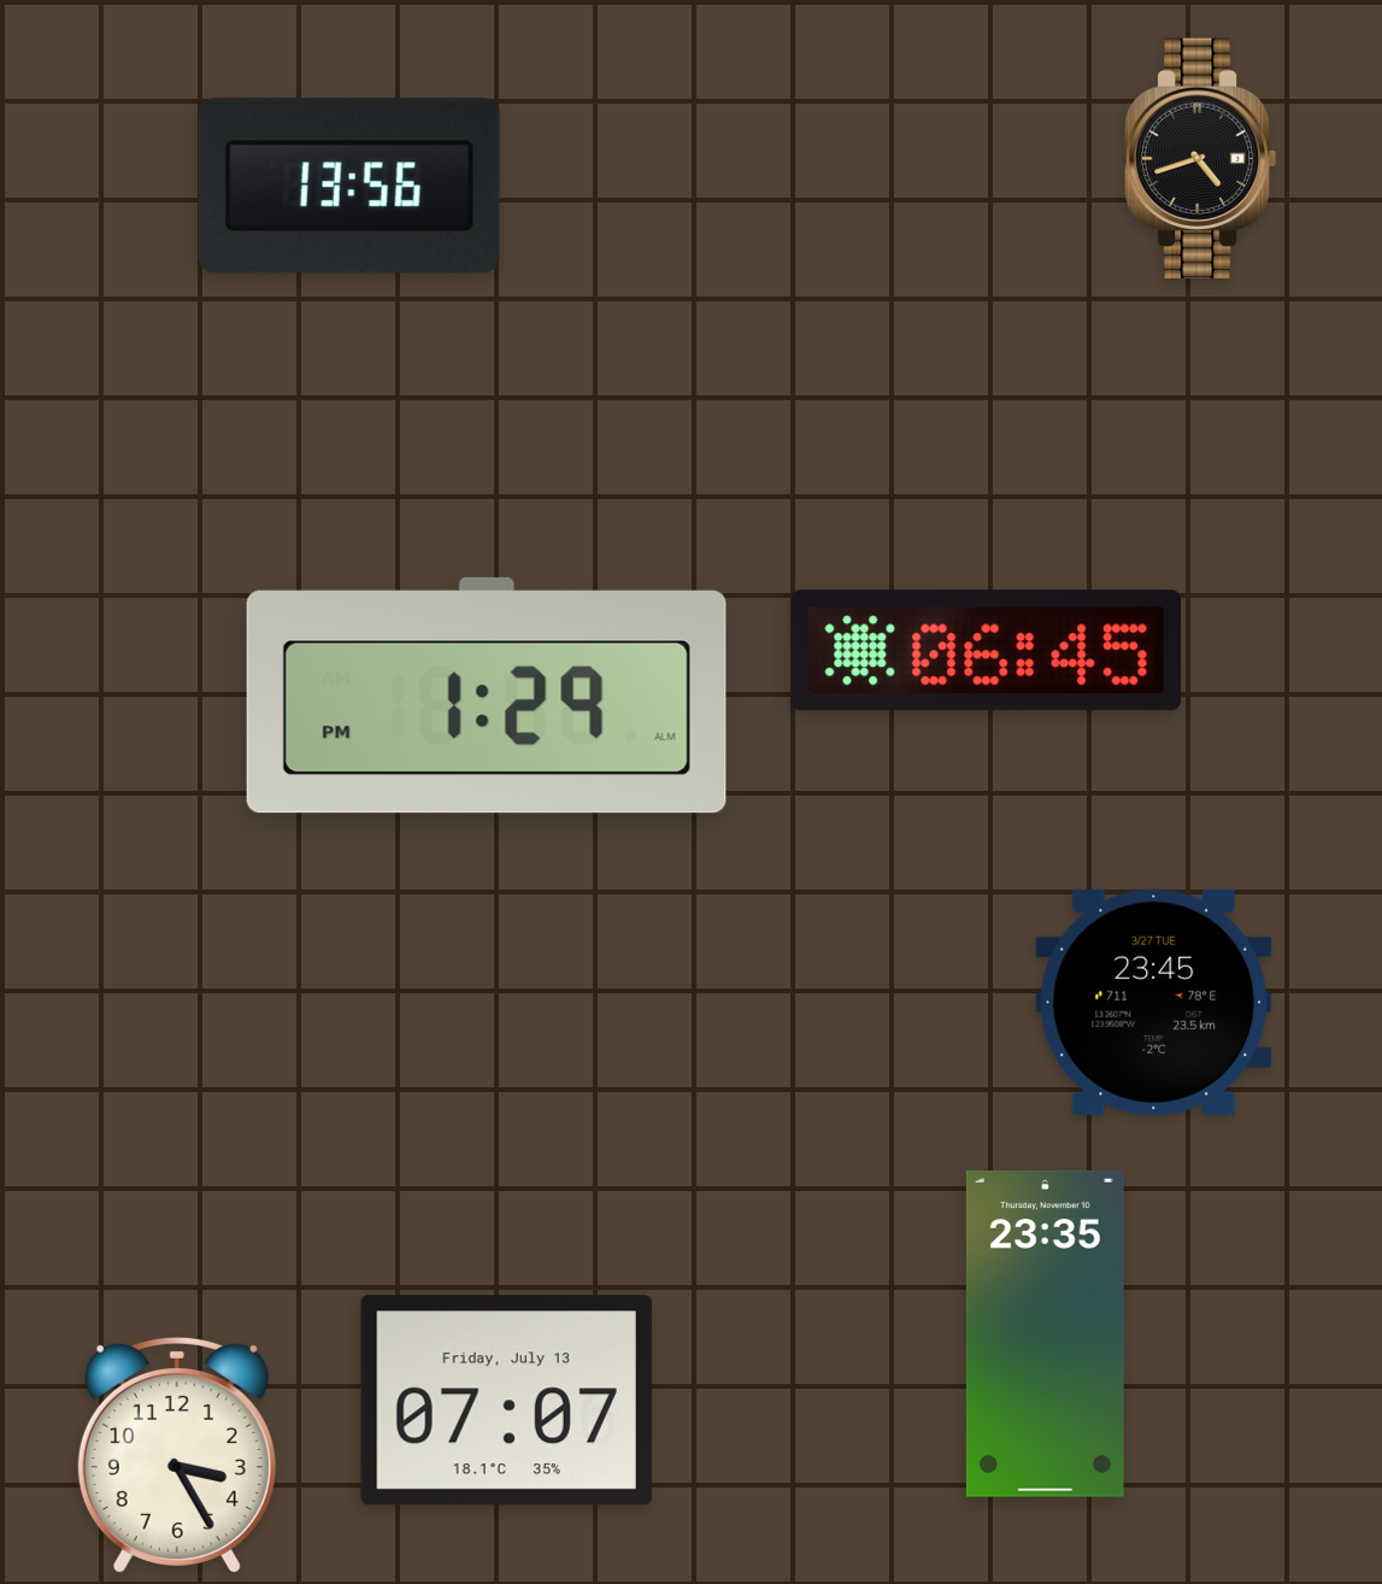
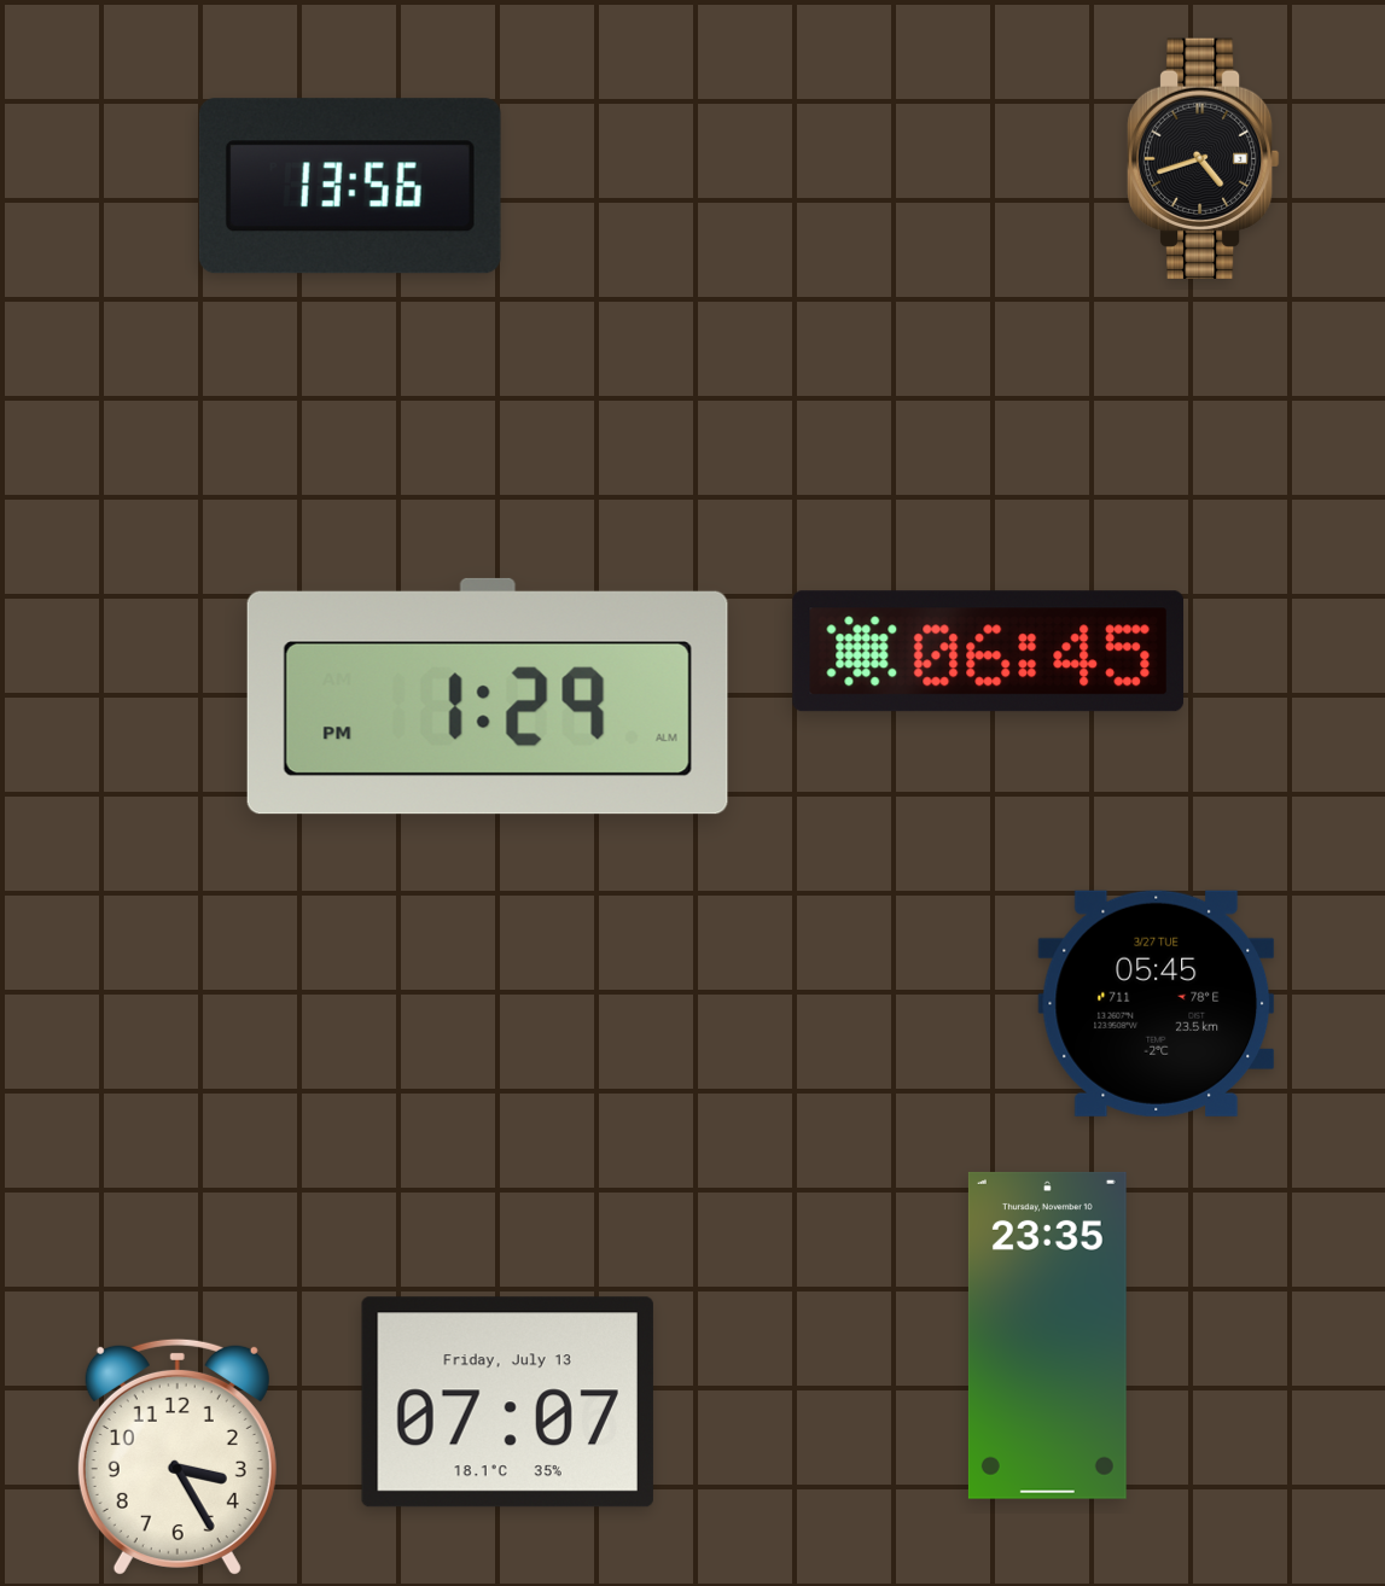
clock at (1154, 1002): 23:45 -> 05:45
